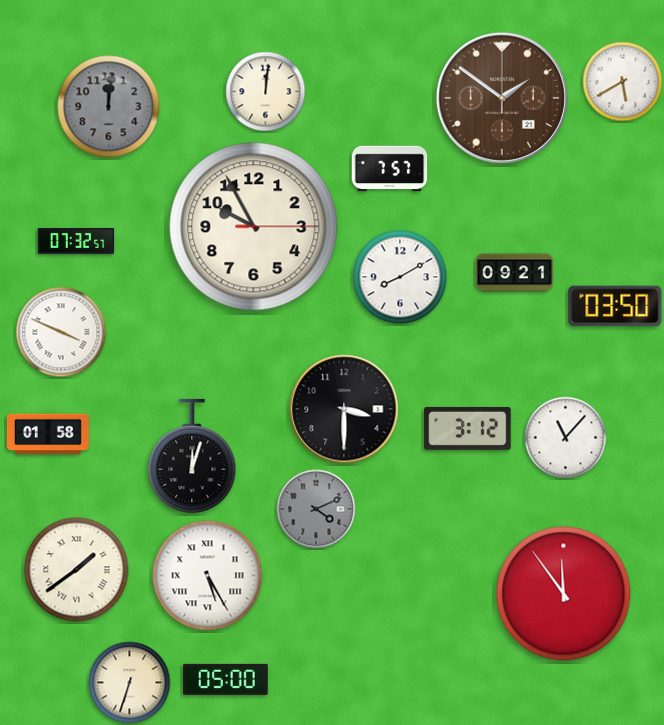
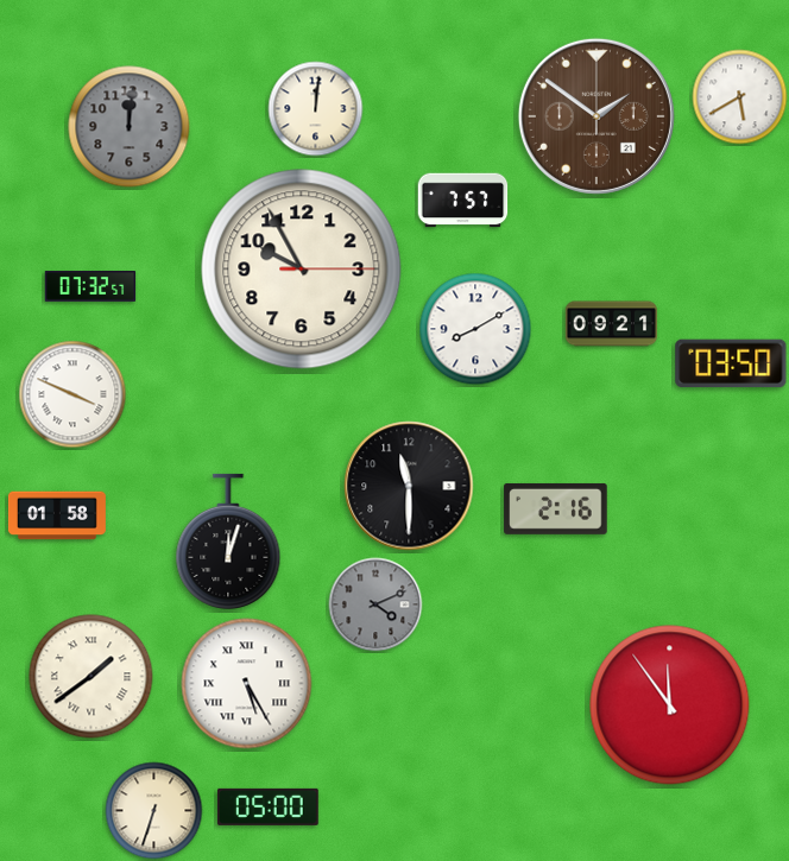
clock at (344, 409): 3:30 -> 11:30
clock at (468, 428): 3:12 -> 2:16
clock at (566, 438): 11:07 -> none
